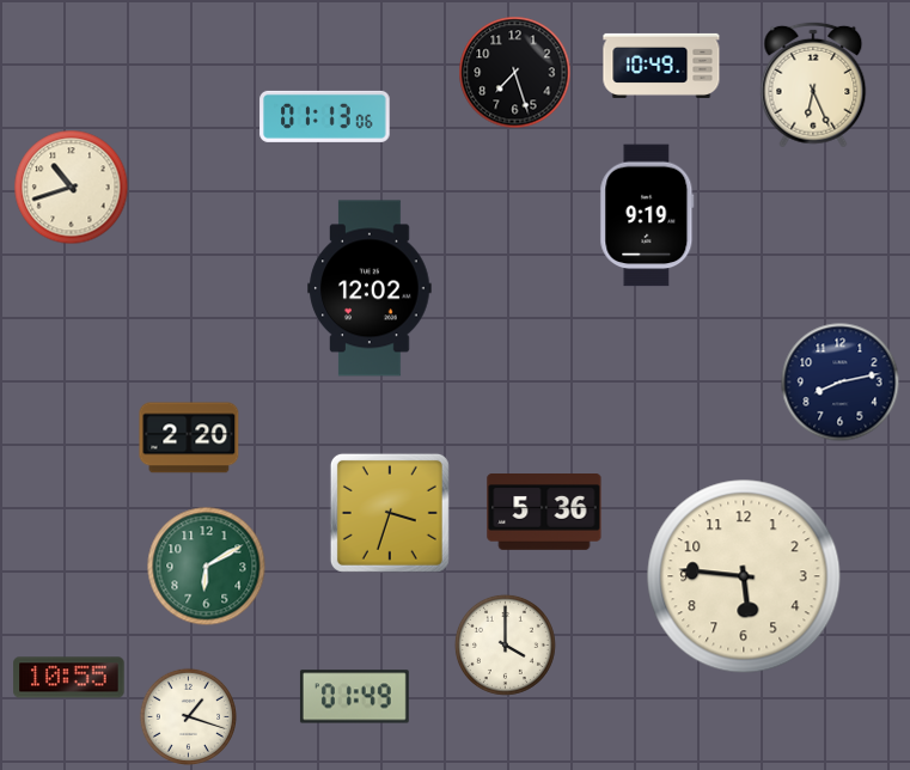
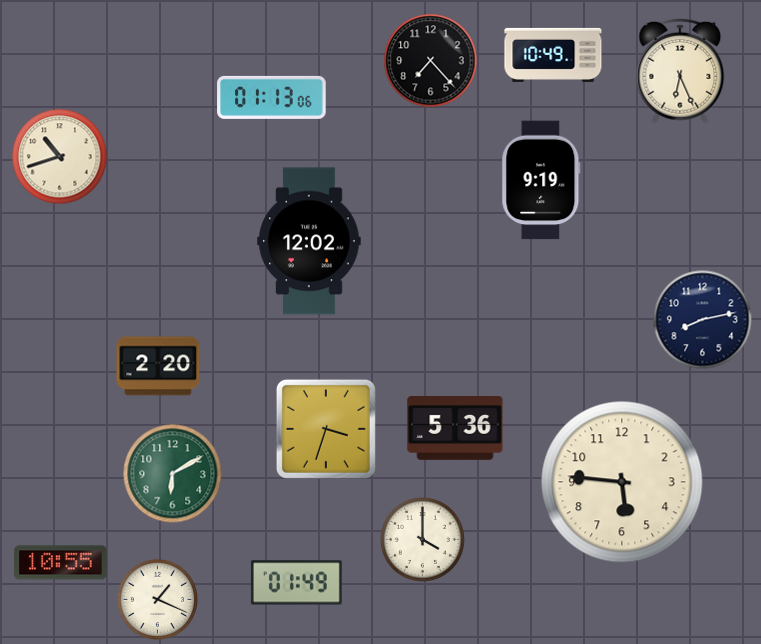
clock at (515, 73): 7:27 -> 7:23
clock at (69, 678) position: (69, 678) -> (61, 563)
clock at (188, 716): 1:18 -> 1:19
